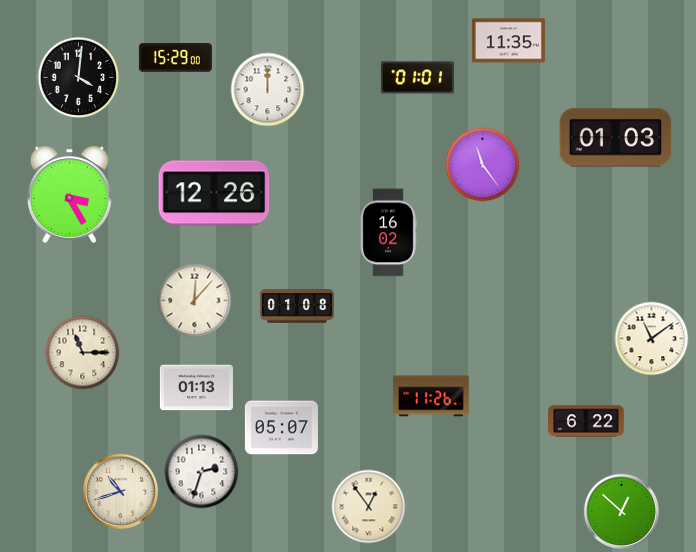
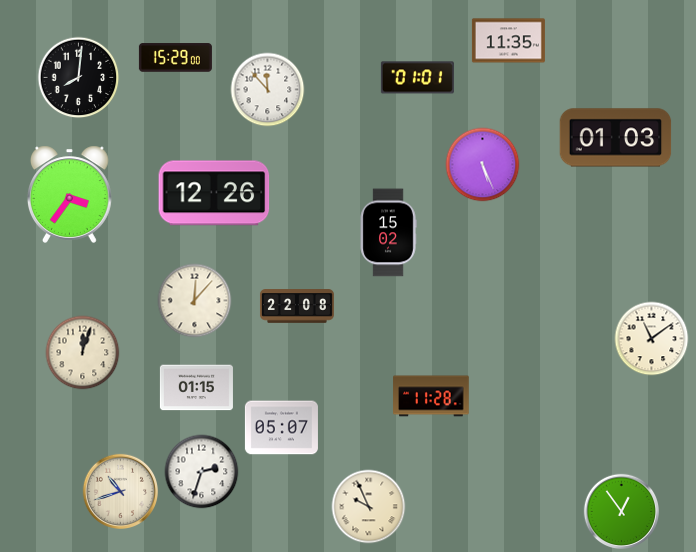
clock at (79, 78): 4:01 -> 8:01
clock at (268, 90): 12:00 -> 11:53
clock at (483, 165): 11:24 -> 5:26
clock at (69, 194): 3:25 -> 3:36
clock at (388, 233): 16:02 -> 15:02
clock at (297, 306): 01:08 -> 22:08
clock at (83, 353): 11:15 -> 12:03
clock at (196, 388): 01:13 -> 01:15
clock at (431, 396): 11:26 -> 11:28
clock at (586, 421): 6:22 -> none
clock at (369, 507): 12:54 -> 9:56
clock at (621, 511): 12:52 -> 12:54
